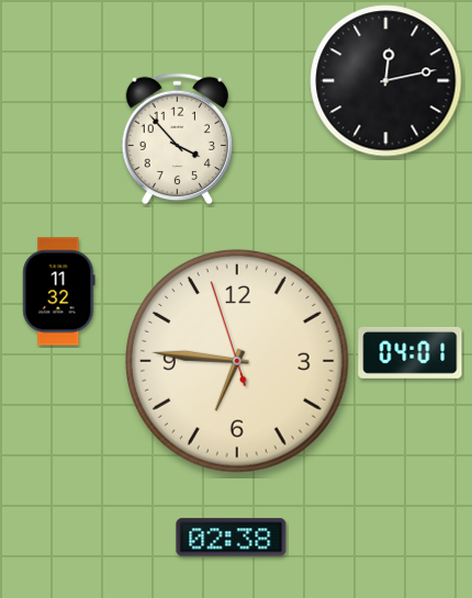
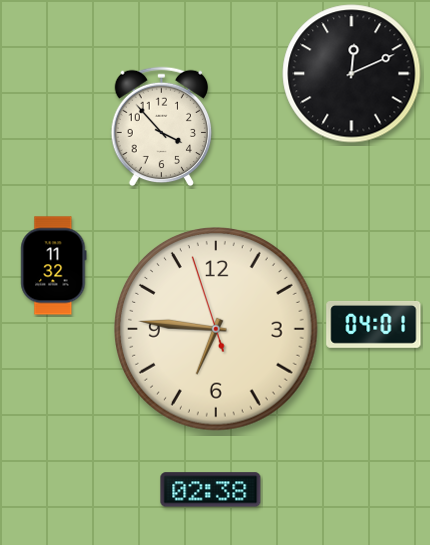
clock at (386, 81): 12:13 -> 12:11
clock at (411, 352) position: (411, 352) -> (374, 324)
